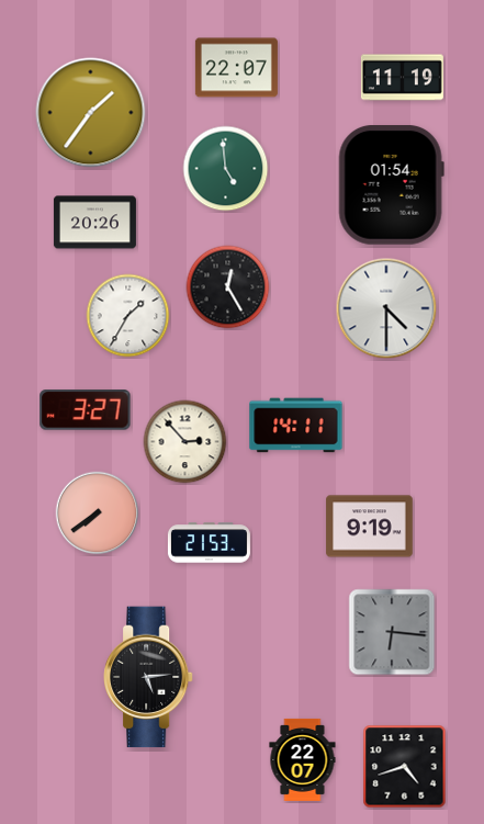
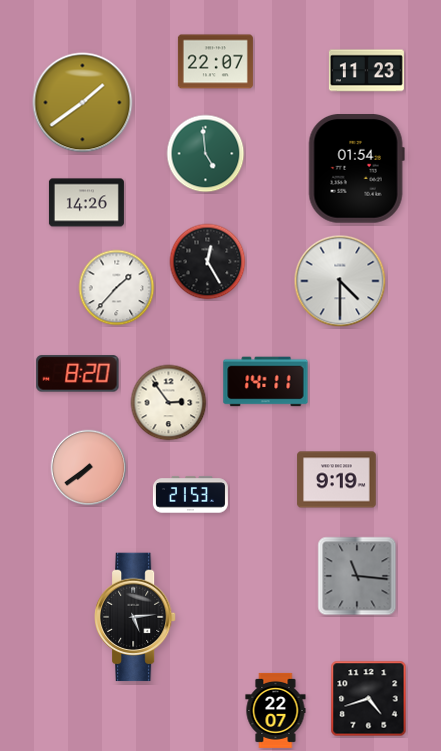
clock at (402, 78): 11:19 -> 11:23
clock at (91, 113): 1:36 -> 1:39
clock at (94, 223): 20:26 -> 14:26
clock at (386, 308) position: (386, 308) -> (340, 281)
clock at (128, 316): 1:35 -> 1:37
clock at (86, 410): 3:27 -> 8:20
clock at (296, 426) position: (296, 426) -> (266, 382)
clock at (185, 442): 2:53 -> 2:54
clock at (392, 632): 6:16 -> 11:16
clock at (303, 759) position: (303, 759) -> (276, 710)
